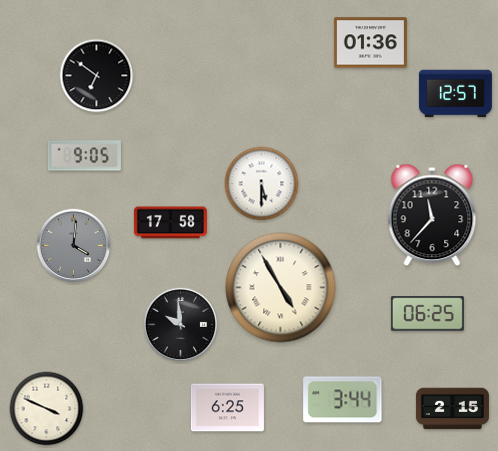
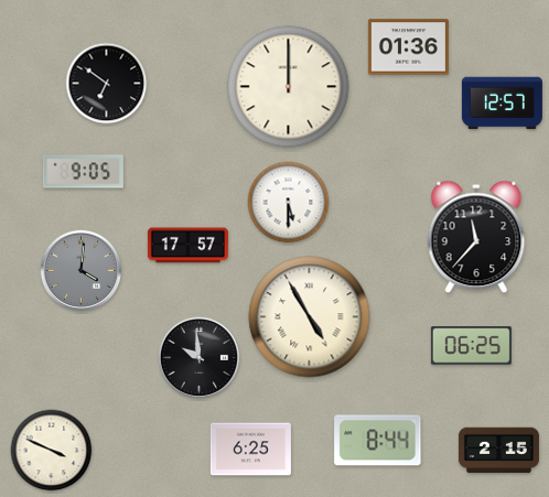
clock at (289, 87): none -> 12:00
clock at (84, 156) position: (84, 156) -> (83, 172)
clock at (170, 223): 17:58 -> 17:57
clock at (343, 400): 3:44 -> 8:44
